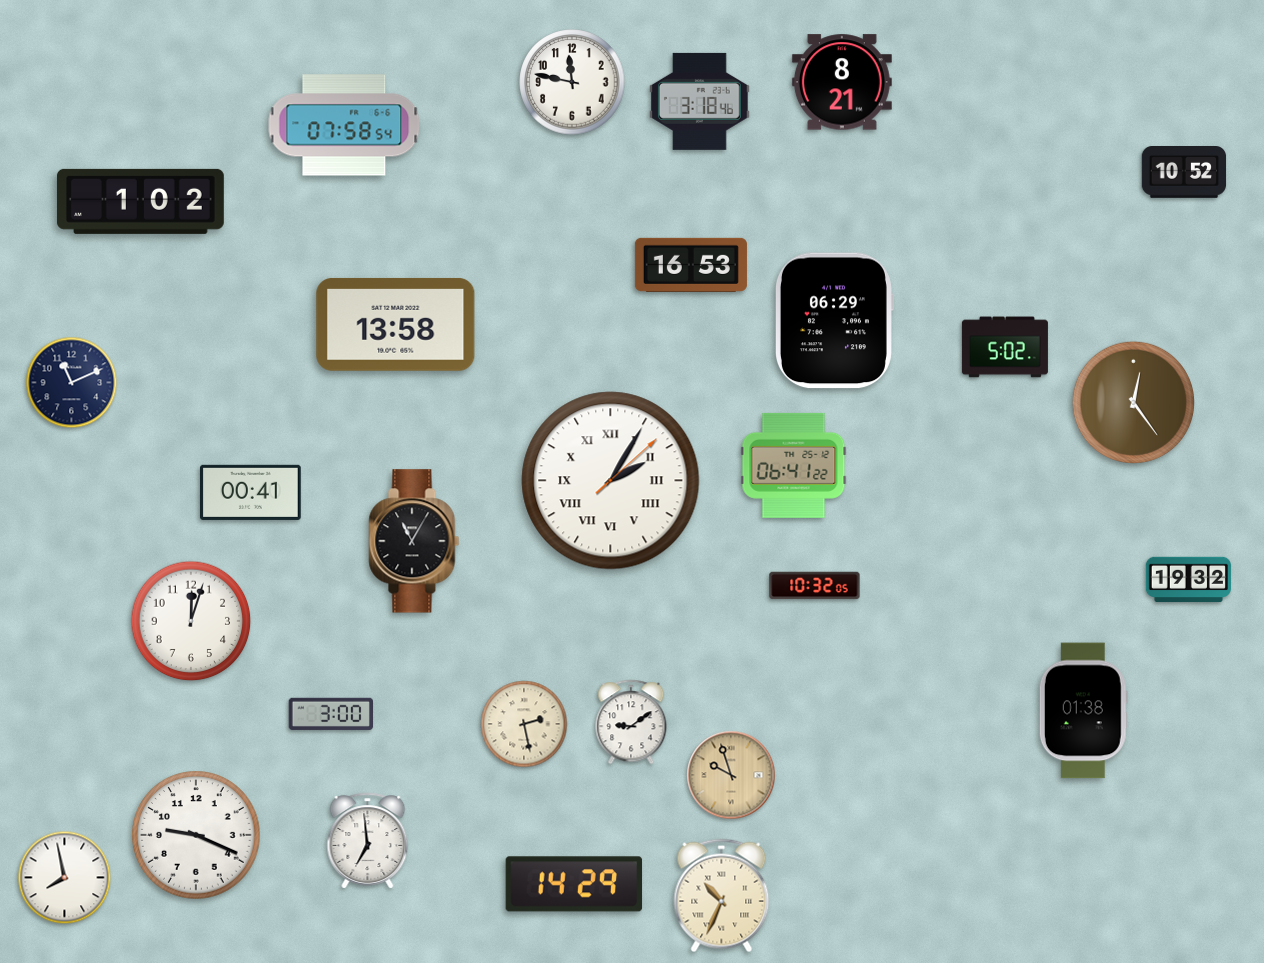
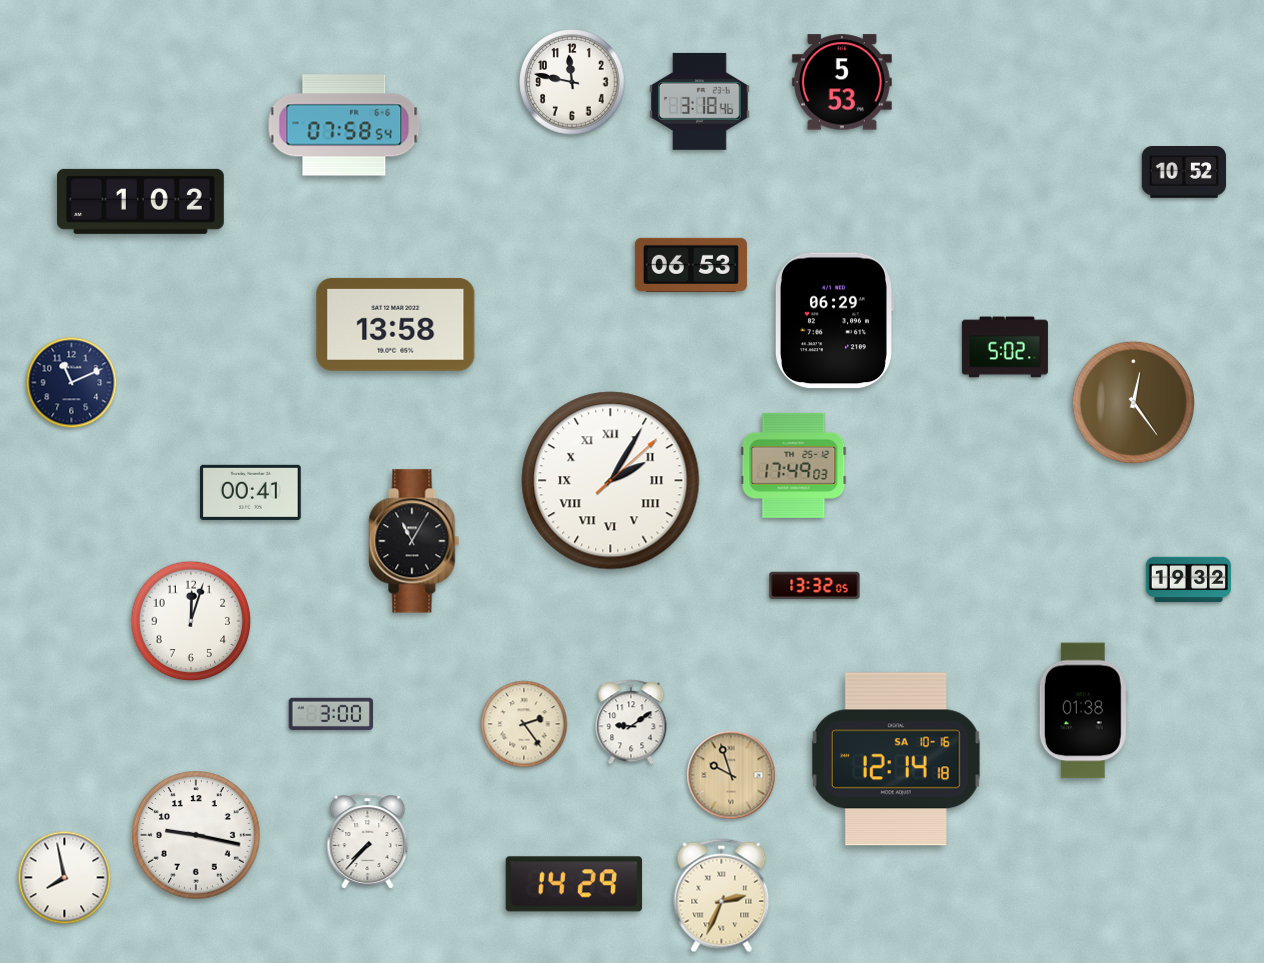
clock at (842, 82): 8:21 -> 5:53
clock at (691, 265): 16:53 -> 06:53
clock at (794, 465): 06:41 -> 17:49
clock at (815, 586): 10:32 -> 13:32
clock at (524, 724): 2:28 -> 2:24
clock at (896, 759): none -> 12:14
clock at (196, 835): 9:19 -> 9:17
clock at (368, 841): 6:59 -> 7:37
clock at (722, 896): 10:34 -> 2:34
